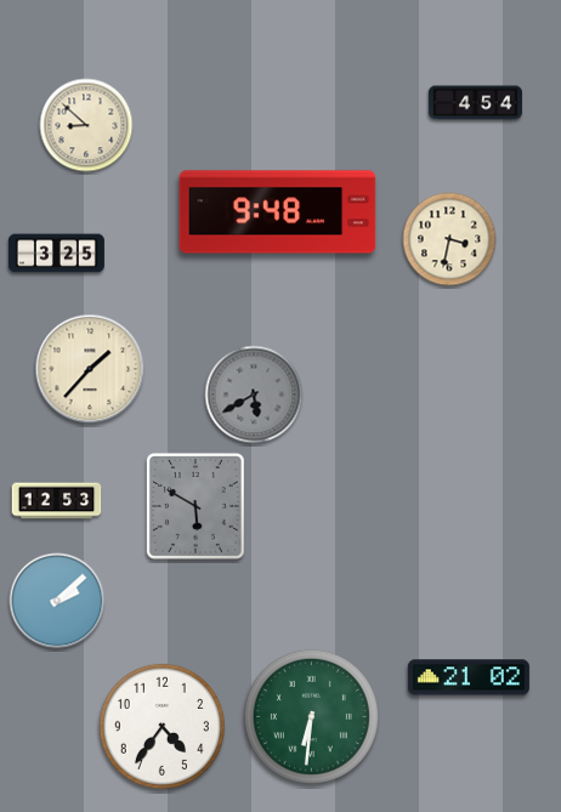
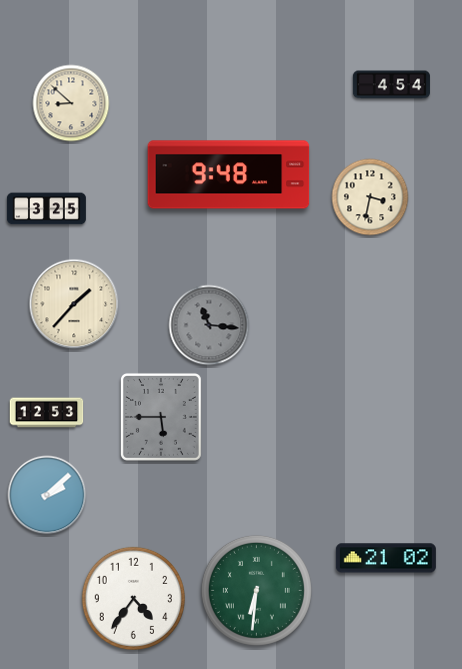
clock at (254, 394): 5:40 -> 11:16
clock at (195, 506): 5:50 -> 5:45
